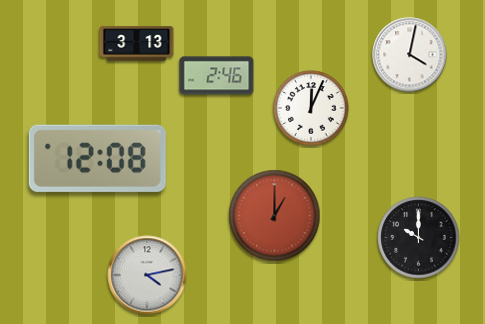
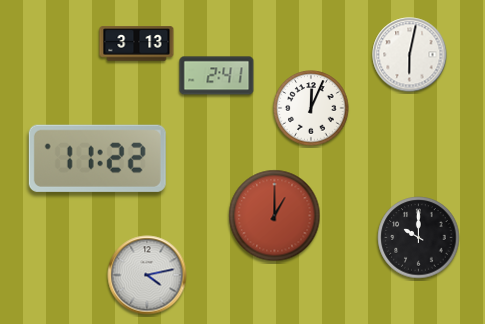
clock at (410, 55): 4:02 -> 6:02
clock at (217, 76): 2:46 -> 2:41
clock at (97, 158): 12:08 -> 11:22
